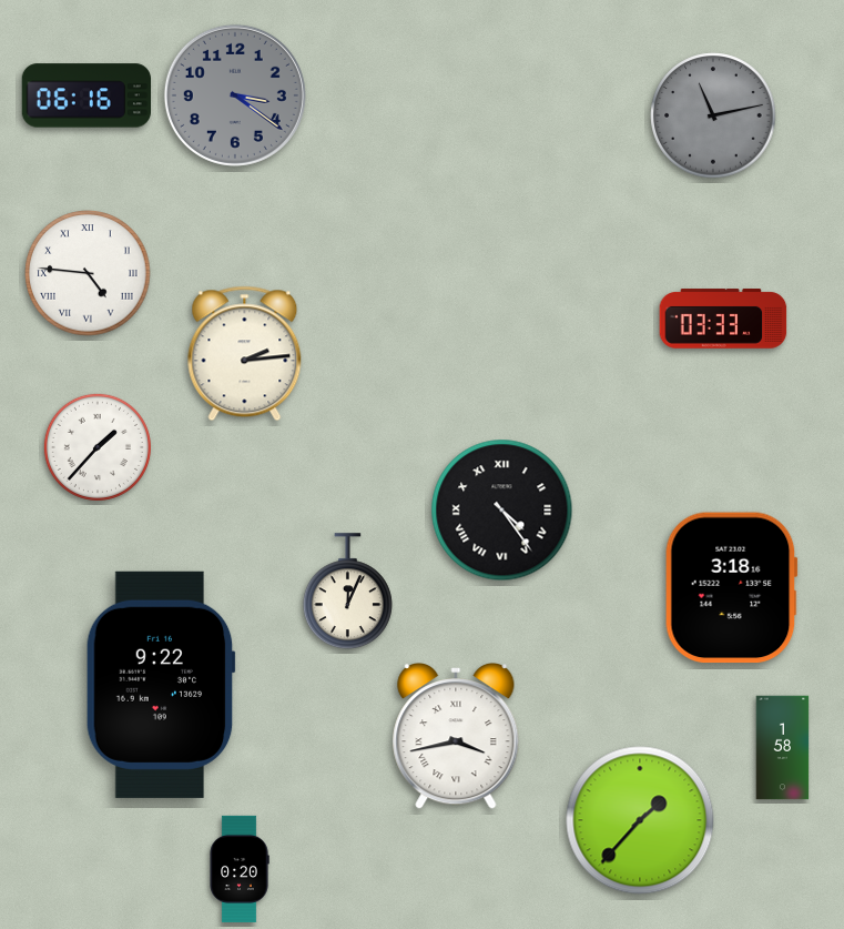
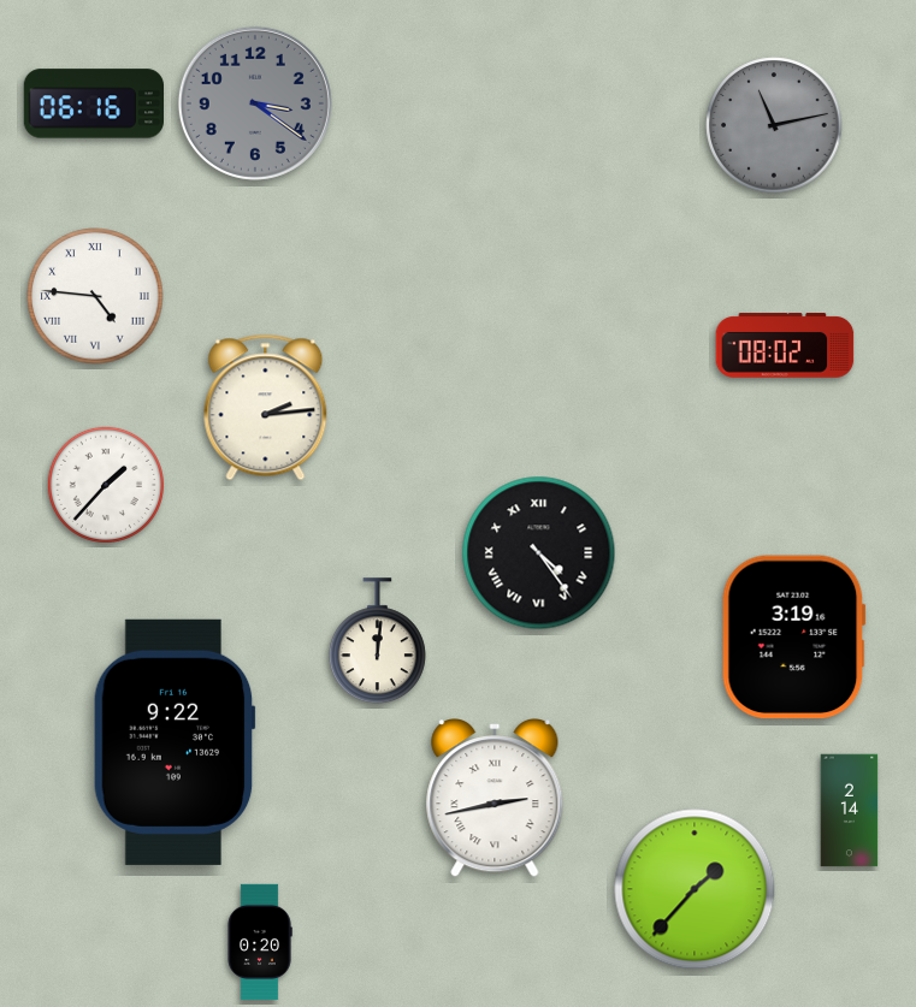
clock at (723, 319): 03:33 -> 08:02
clock at (245, 354) position: (245, 354) -> (266, 408)
clock at (502, 511) position: (502, 511) -> (539, 553)
clock at (731, 588): 3:18 -> 3:19
clock at (347, 592): 12:04 -> 12:01
clock at (456, 737): 3:43 -> 2:43
clock at (783, 748): 1:58 -> 2:14
